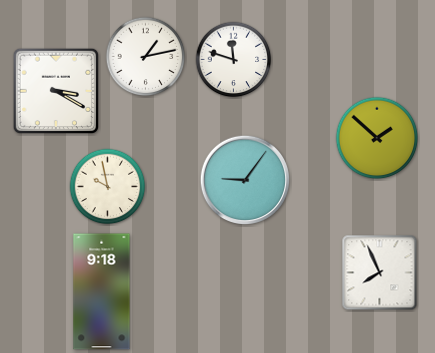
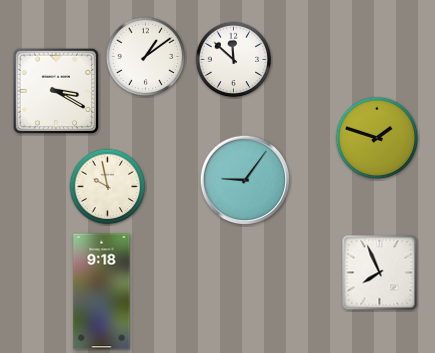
clock at (146, 57): 1:13 -> 1:09
clock at (234, 60): 11:48 -> 11:52
clock at (377, 138): 1:52 -> 1:48
